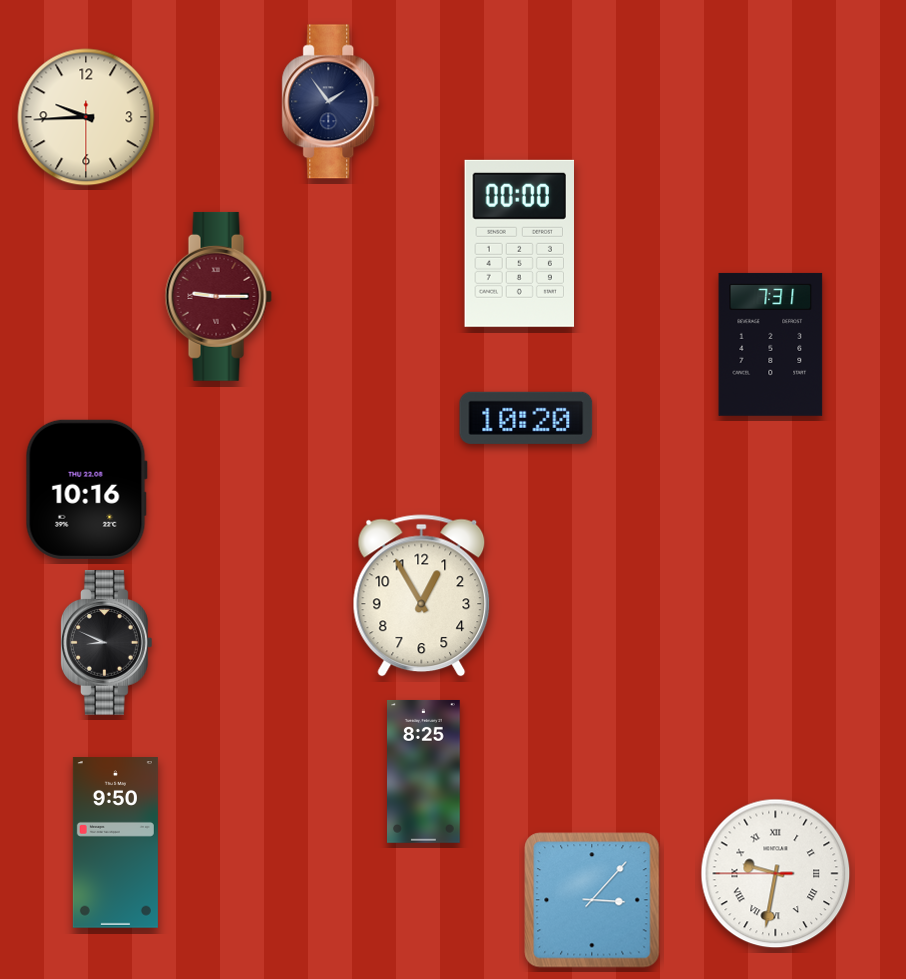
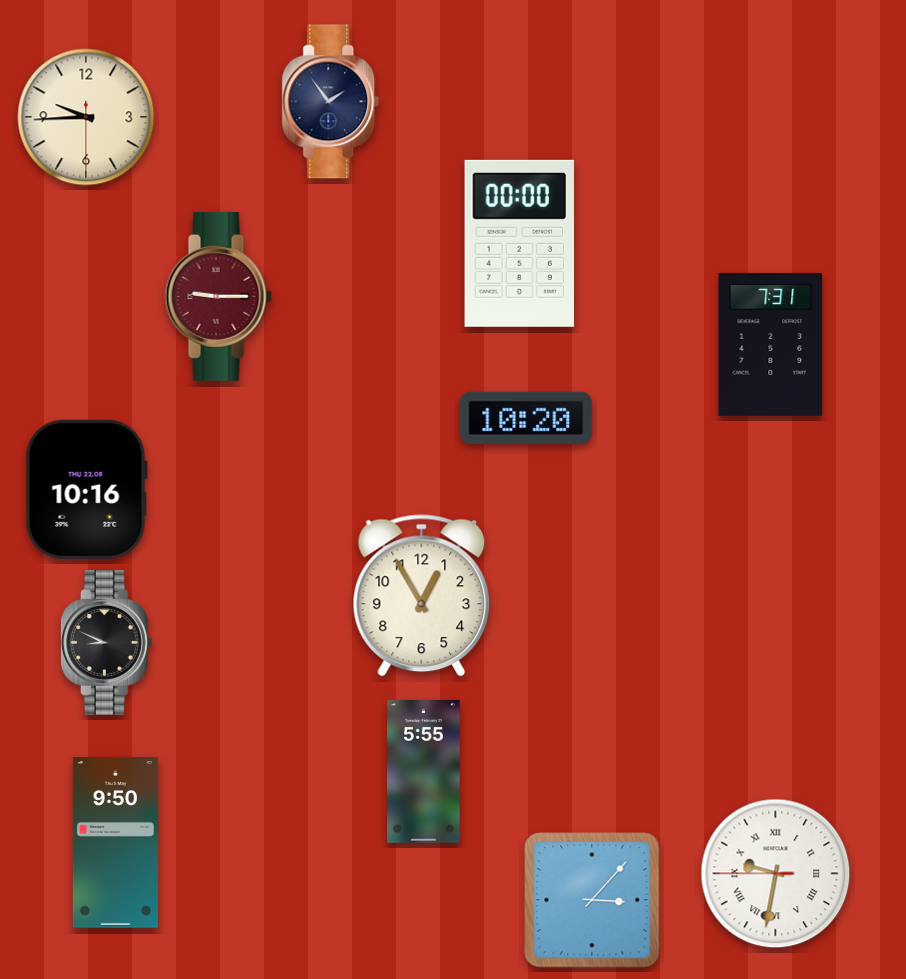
clock at (424, 771): 8:25 -> 5:55
